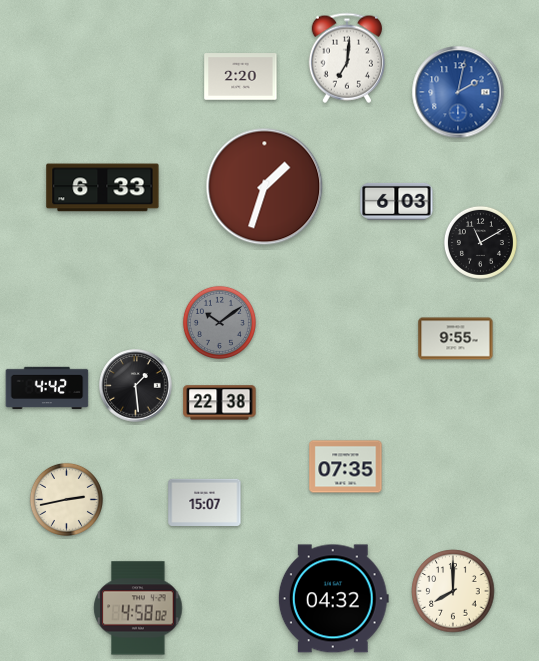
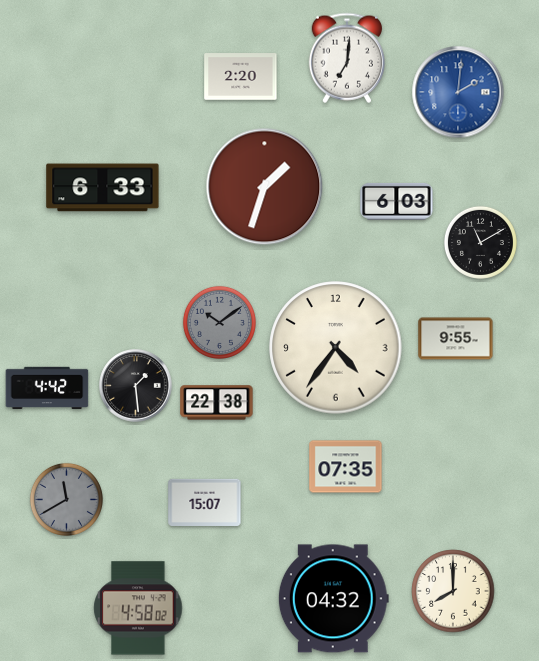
clock at (458, 92): 2:02 -> 2:01
clock at (336, 348): none -> 4:36
clock at (220, 403) position: (220, 403) -> (217, 403)
clock at (66, 499): 2:43 -> 11:40
clock at (66, 499) dial: cream -> grey
